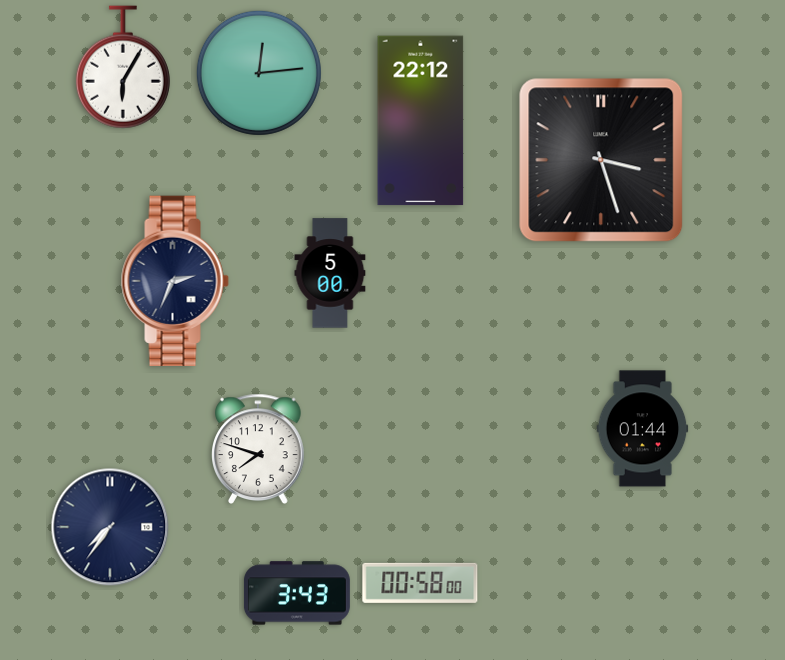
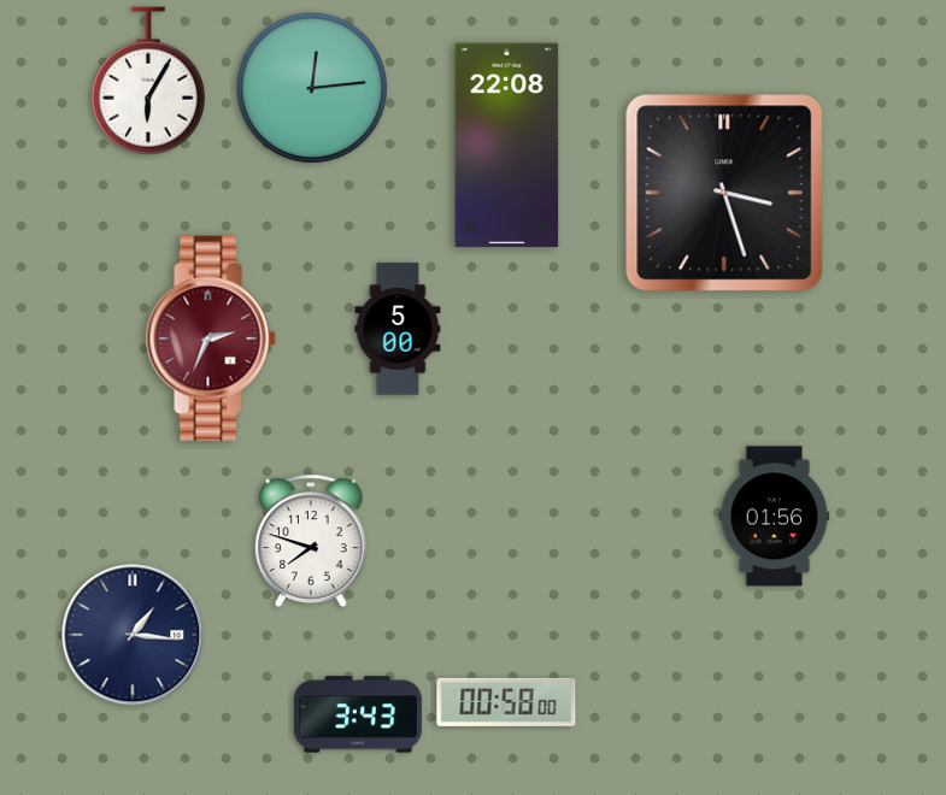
clock at (421, 121): 22:12 -> 22:08
clock at (175, 280) dial: navy -> burgundy
clock at (643, 429): 01:44 -> 01:56
clock at (110, 527): 7:36 -> 1:16
